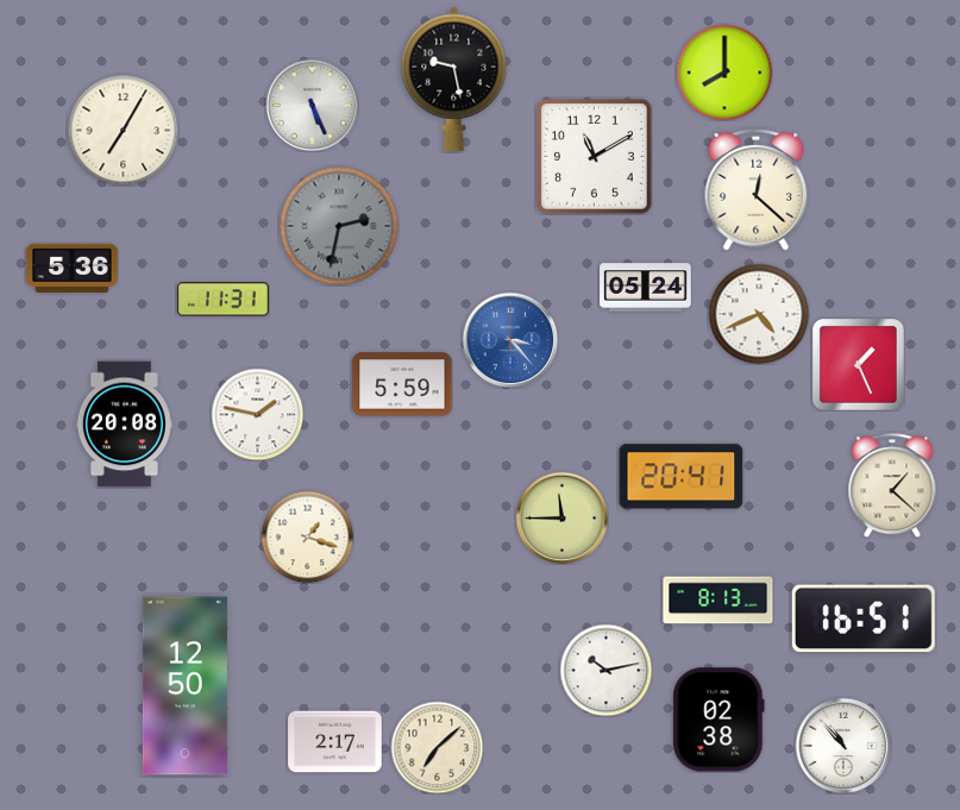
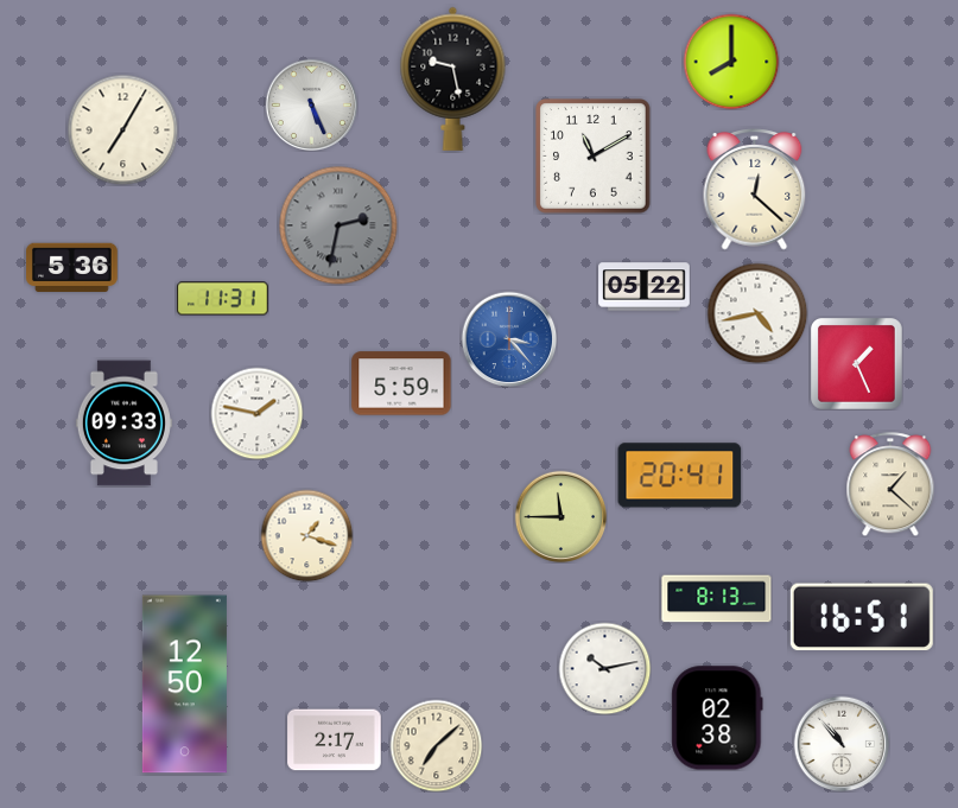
clock at (724, 73) position: (724, 73) -> (731, 62)
clock at (646, 288): 05:24 -> 05:22
clock at (759, 314): 4:41 -> 4:43
clock at (124, 425): 20:08 -> 09:33
